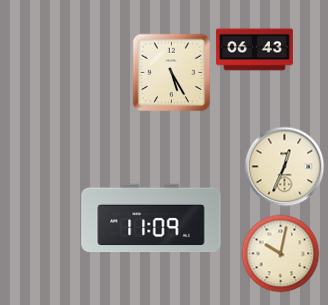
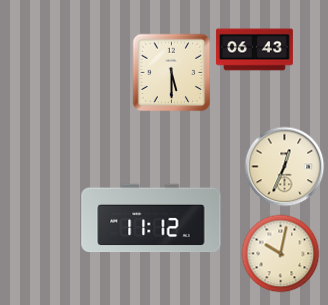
clock at (171, 72): 5:25 -> 5:30
clock at (151, 218): 11:09 -> 11:12
